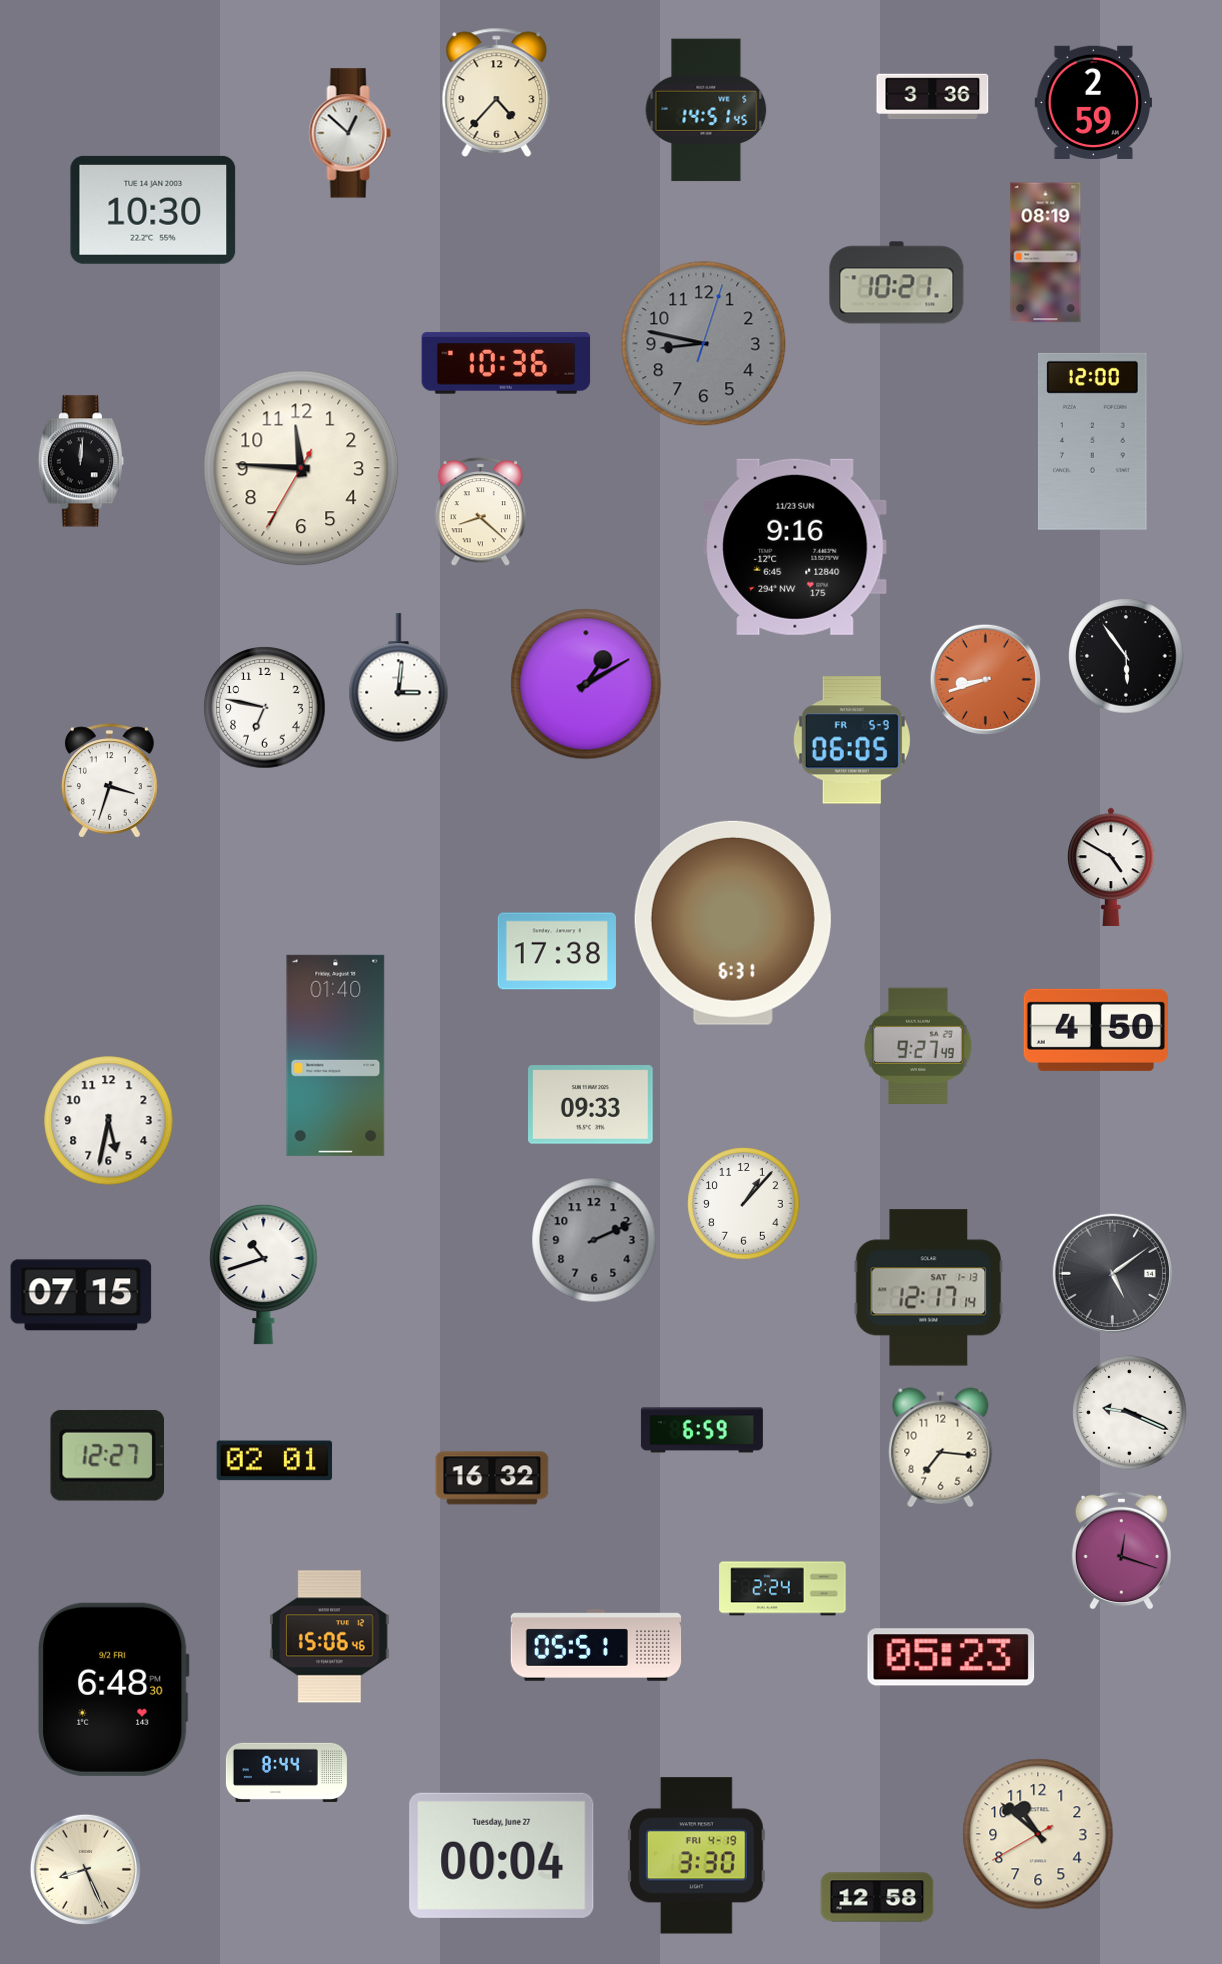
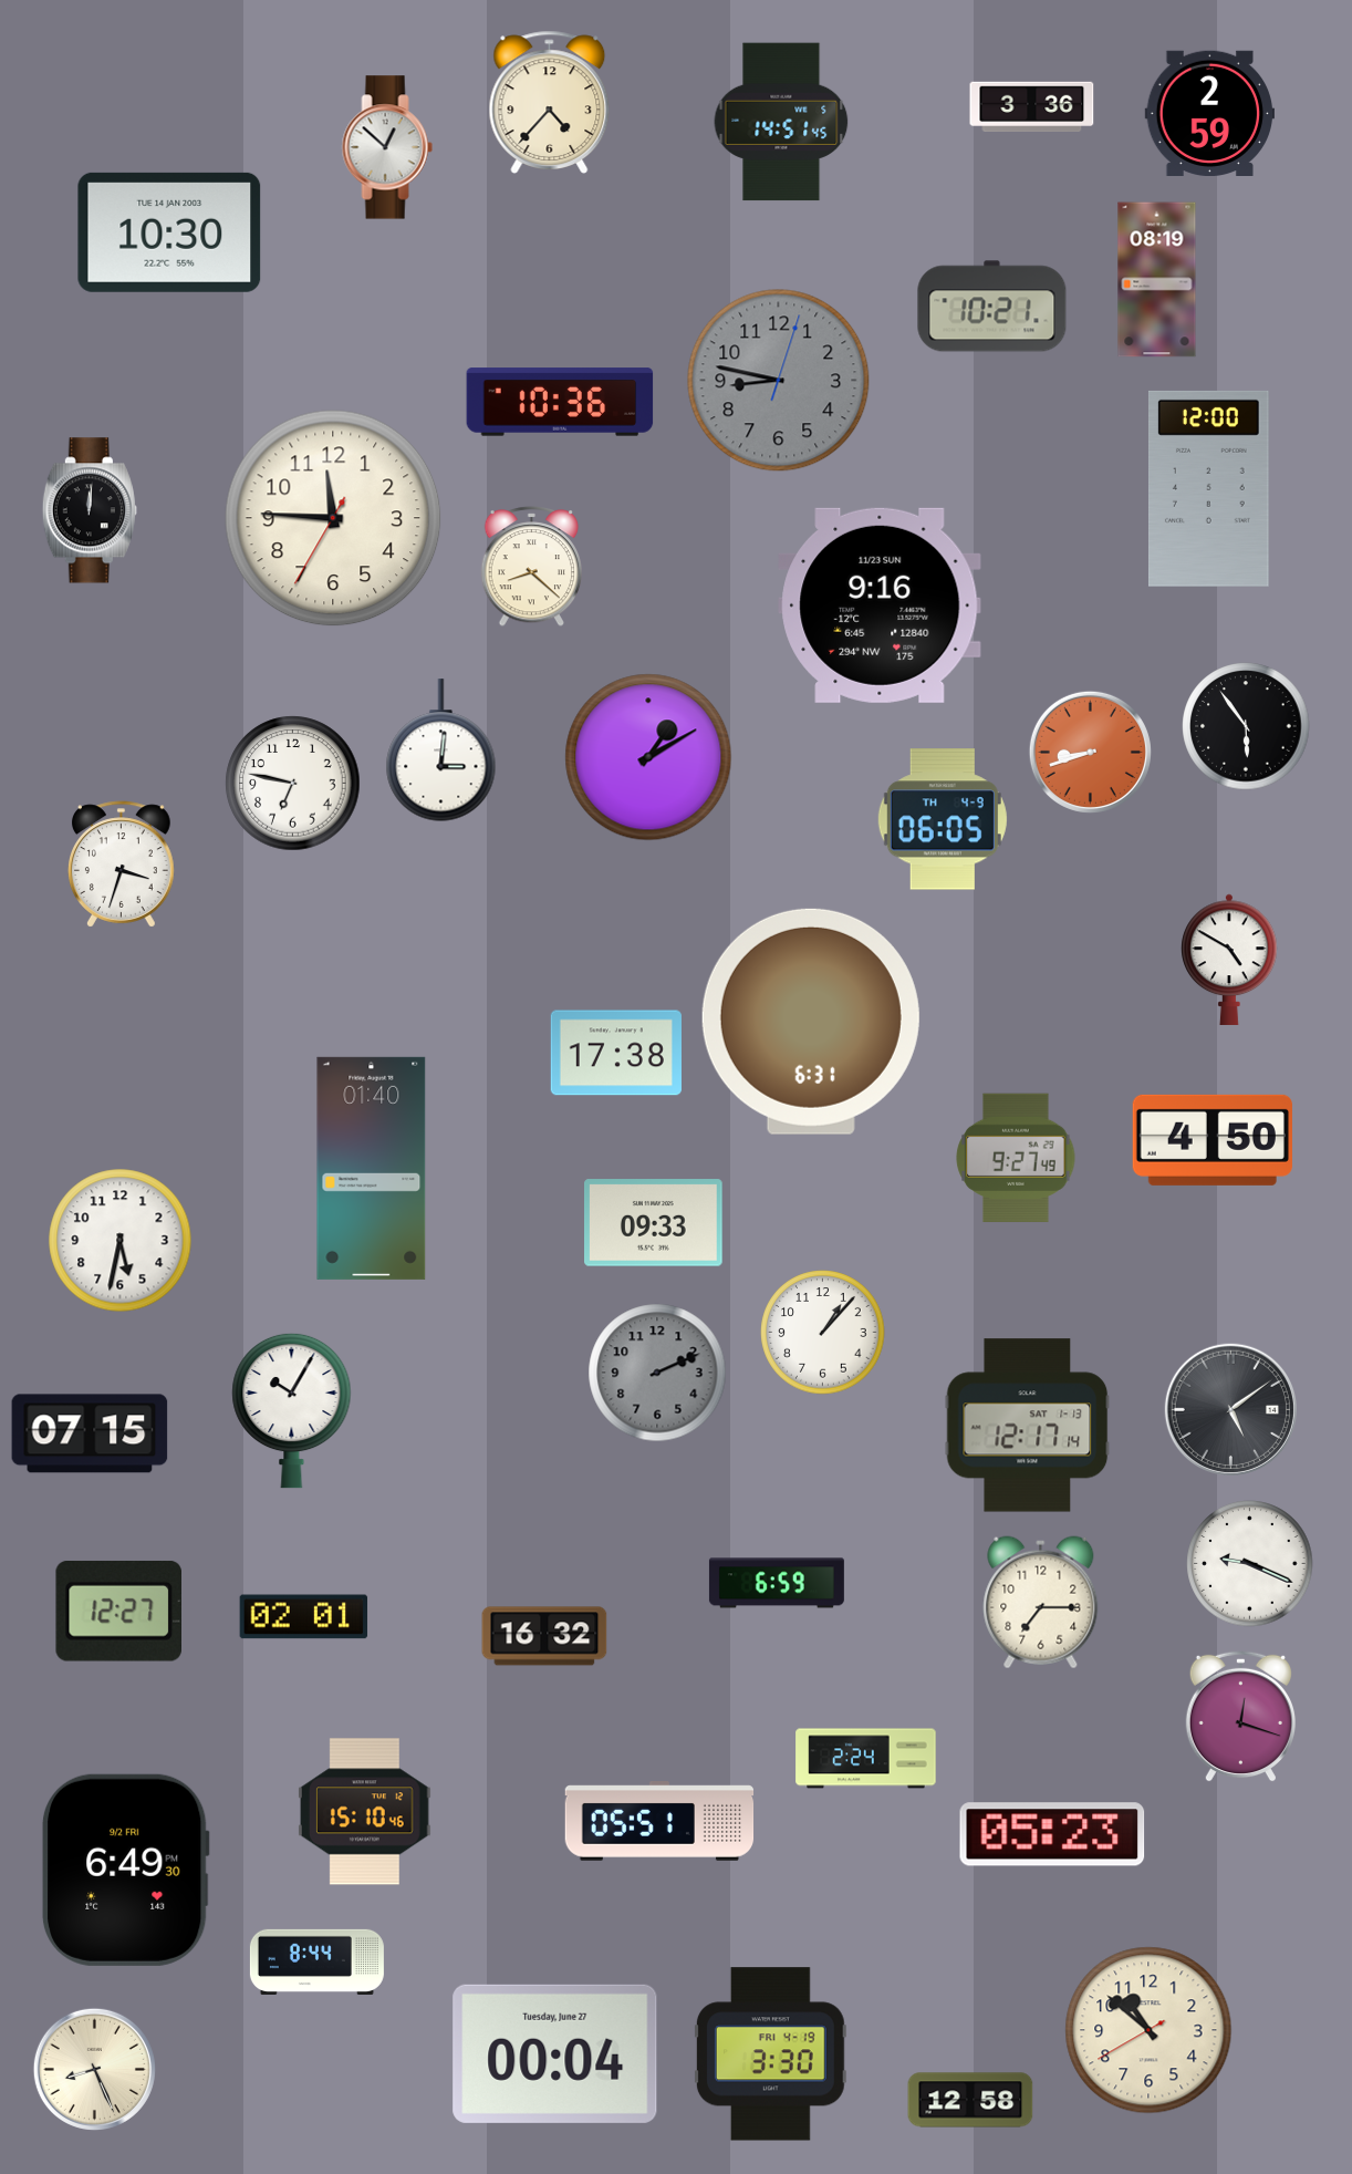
clock at (897, 283) position: (897, 283) -> (992, 307)
clock at (852, 740) date: FR 5-9 -> TH 4-9
clock at (264, 1274): 10:42 -> 10:05
clock at (941, 1448): 7:16 -> 7:15
clock at (330, 1637): 15:06 -> 15:10
clock at (114, 1689): 6:48 -> 6:49
